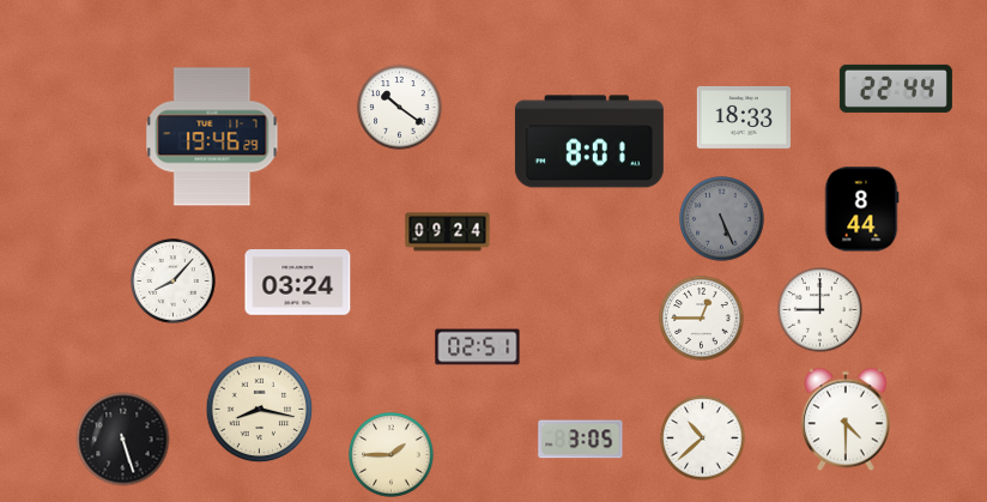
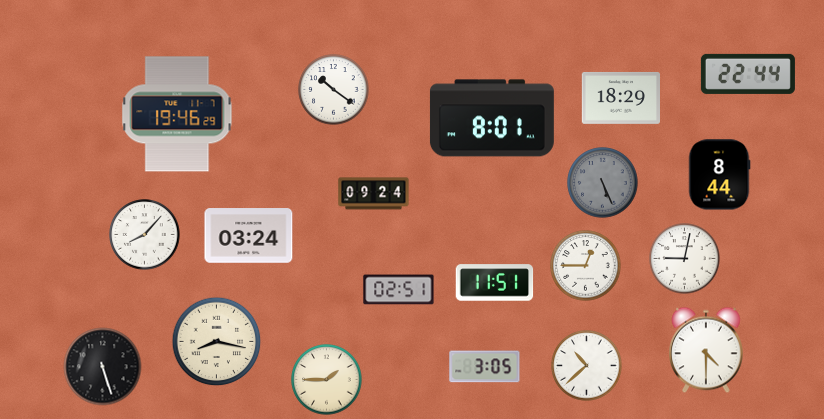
clock at (743, 117): 18:33 -> 18:29
clock at (821, 310): 9:00 -> 9:02
clock at (495, 283): none -> 11:51
